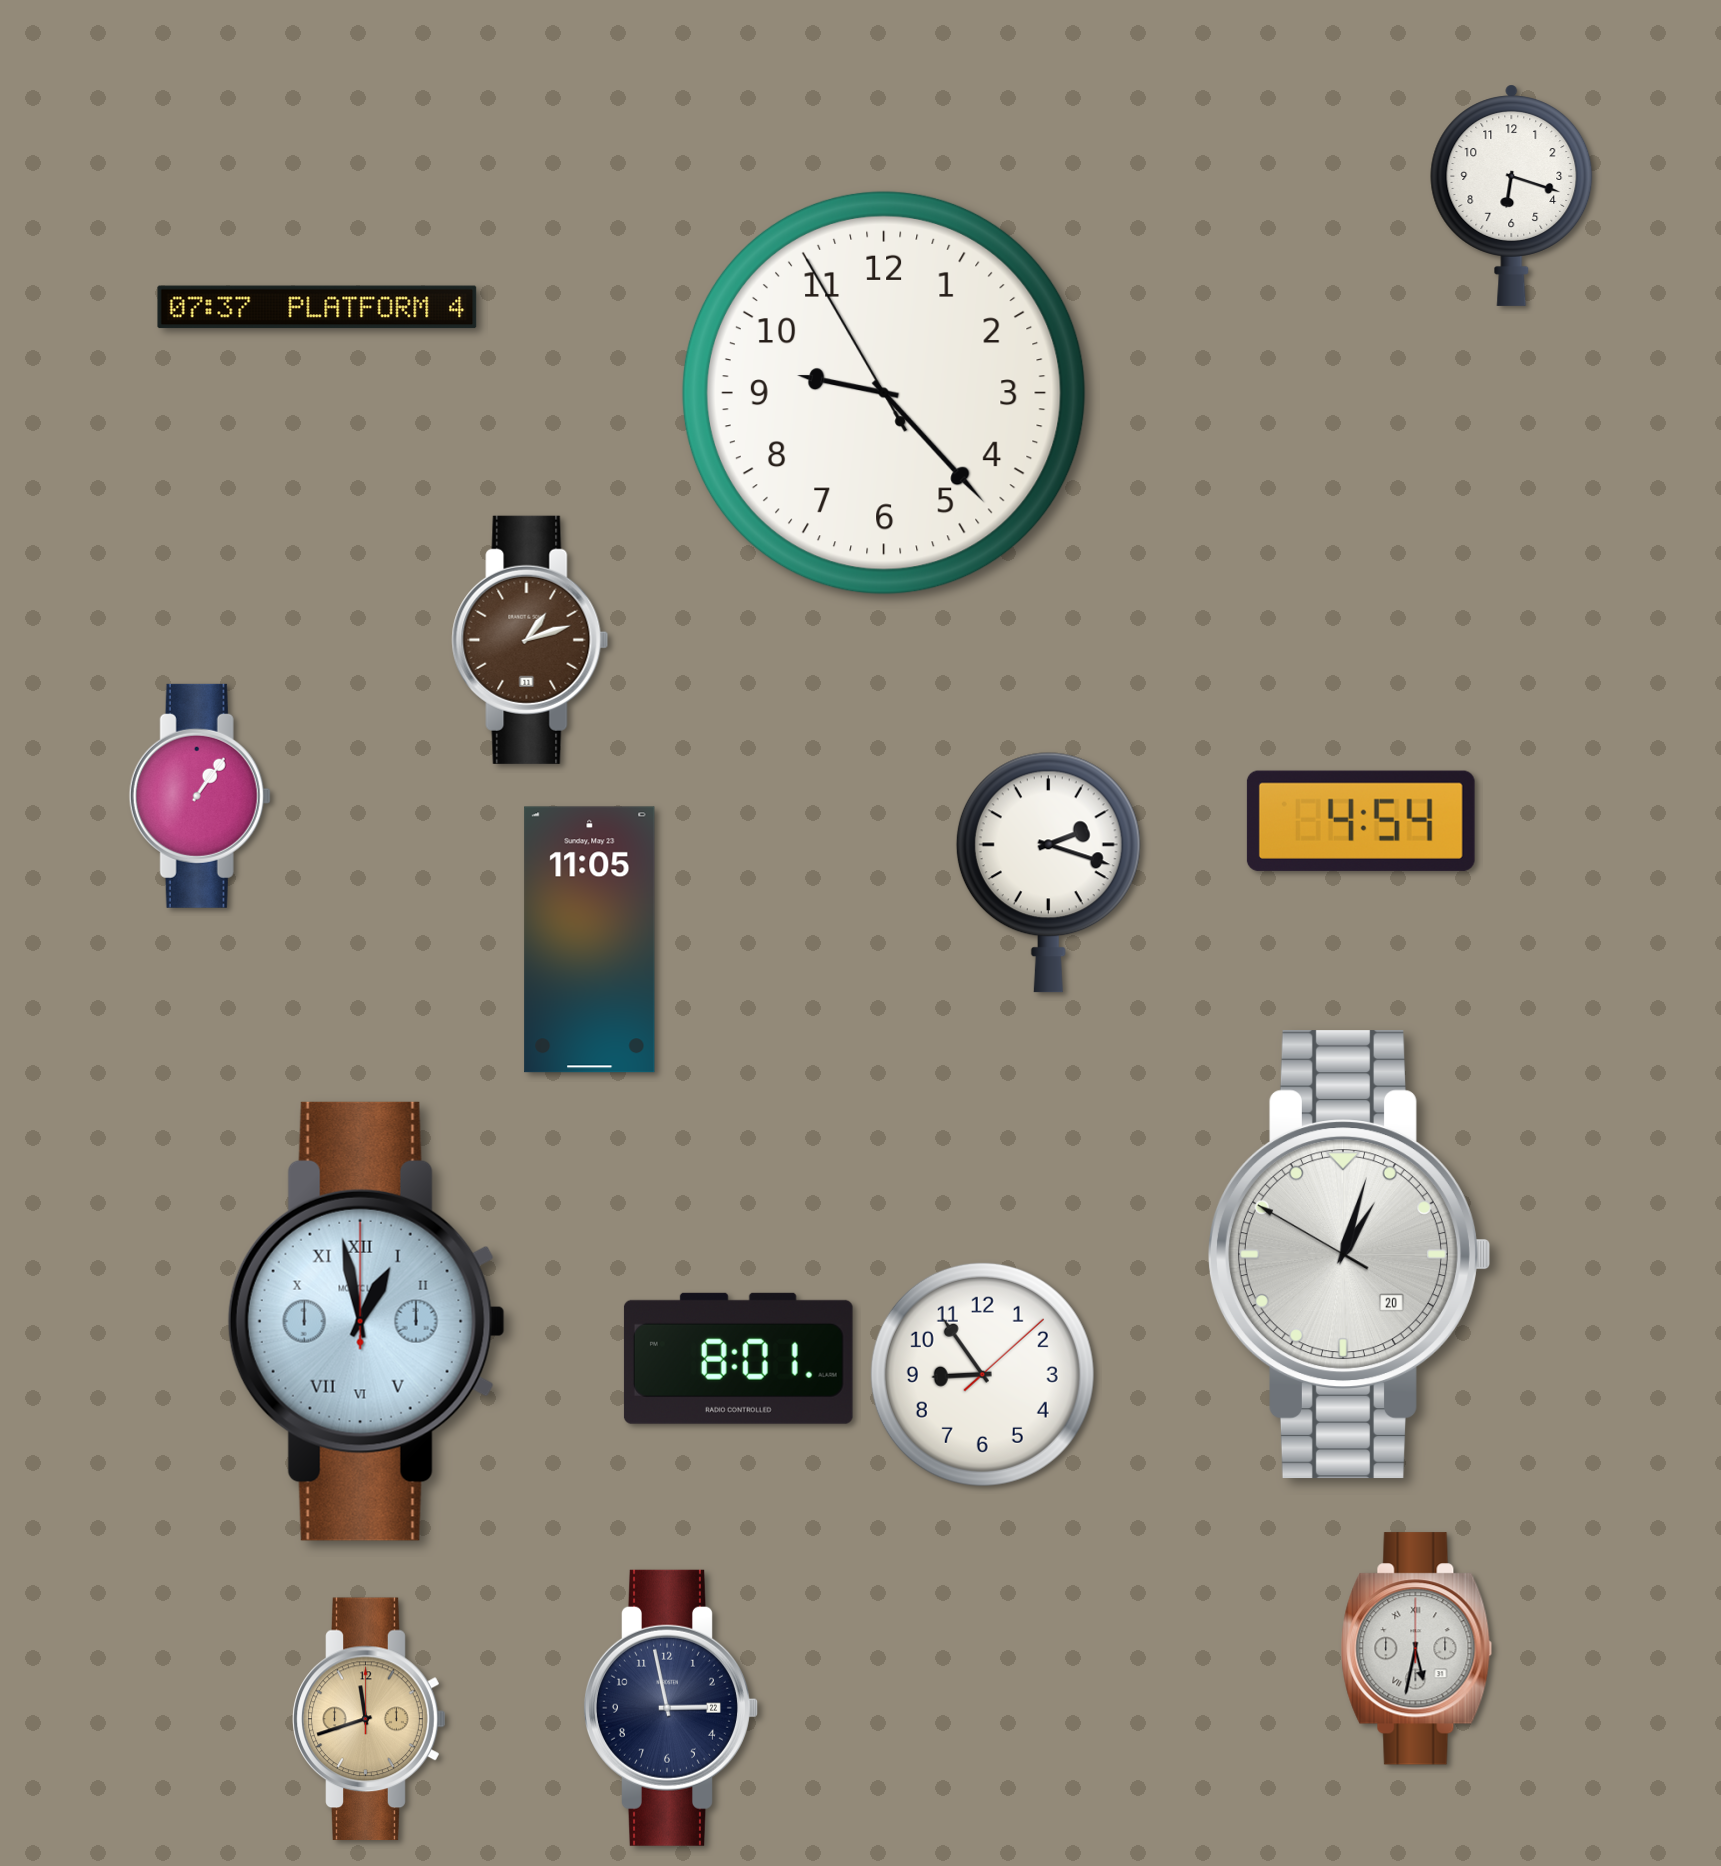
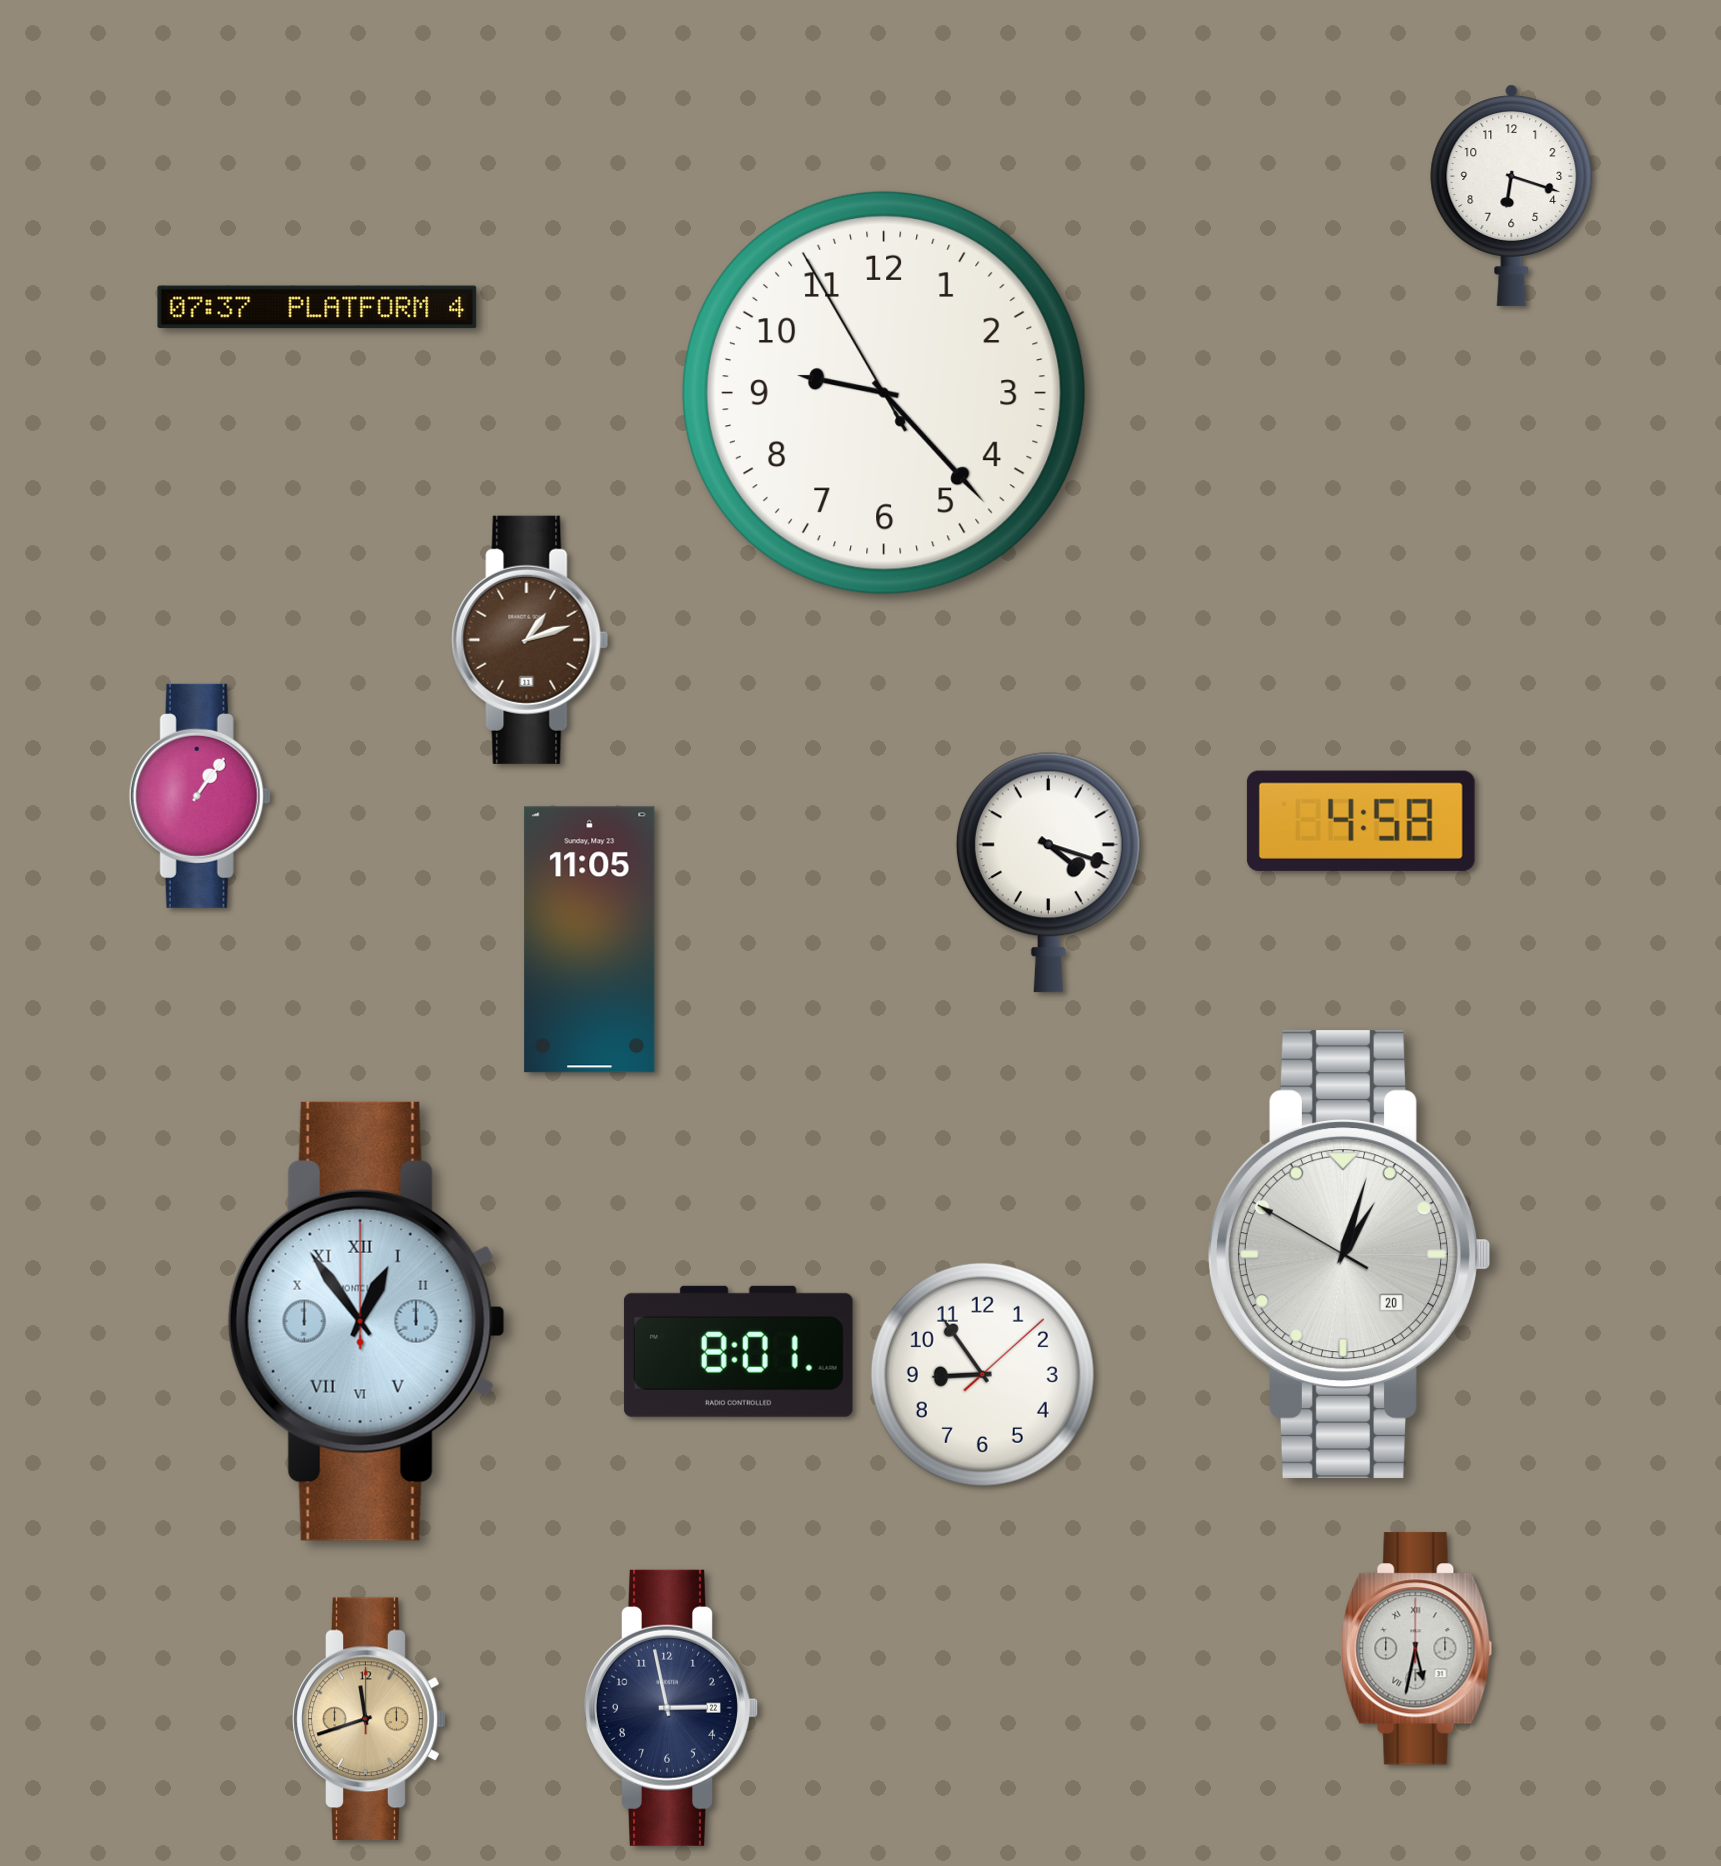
clock at (1361, 821): 4:54 -> 4:58
clock at (1048, 872): 2:18 -> 4:18
clock at (366, 1321): 12:58 -> 12:54
clock at (738, 1358) position: (738, 1358) -> (738, 1351)
